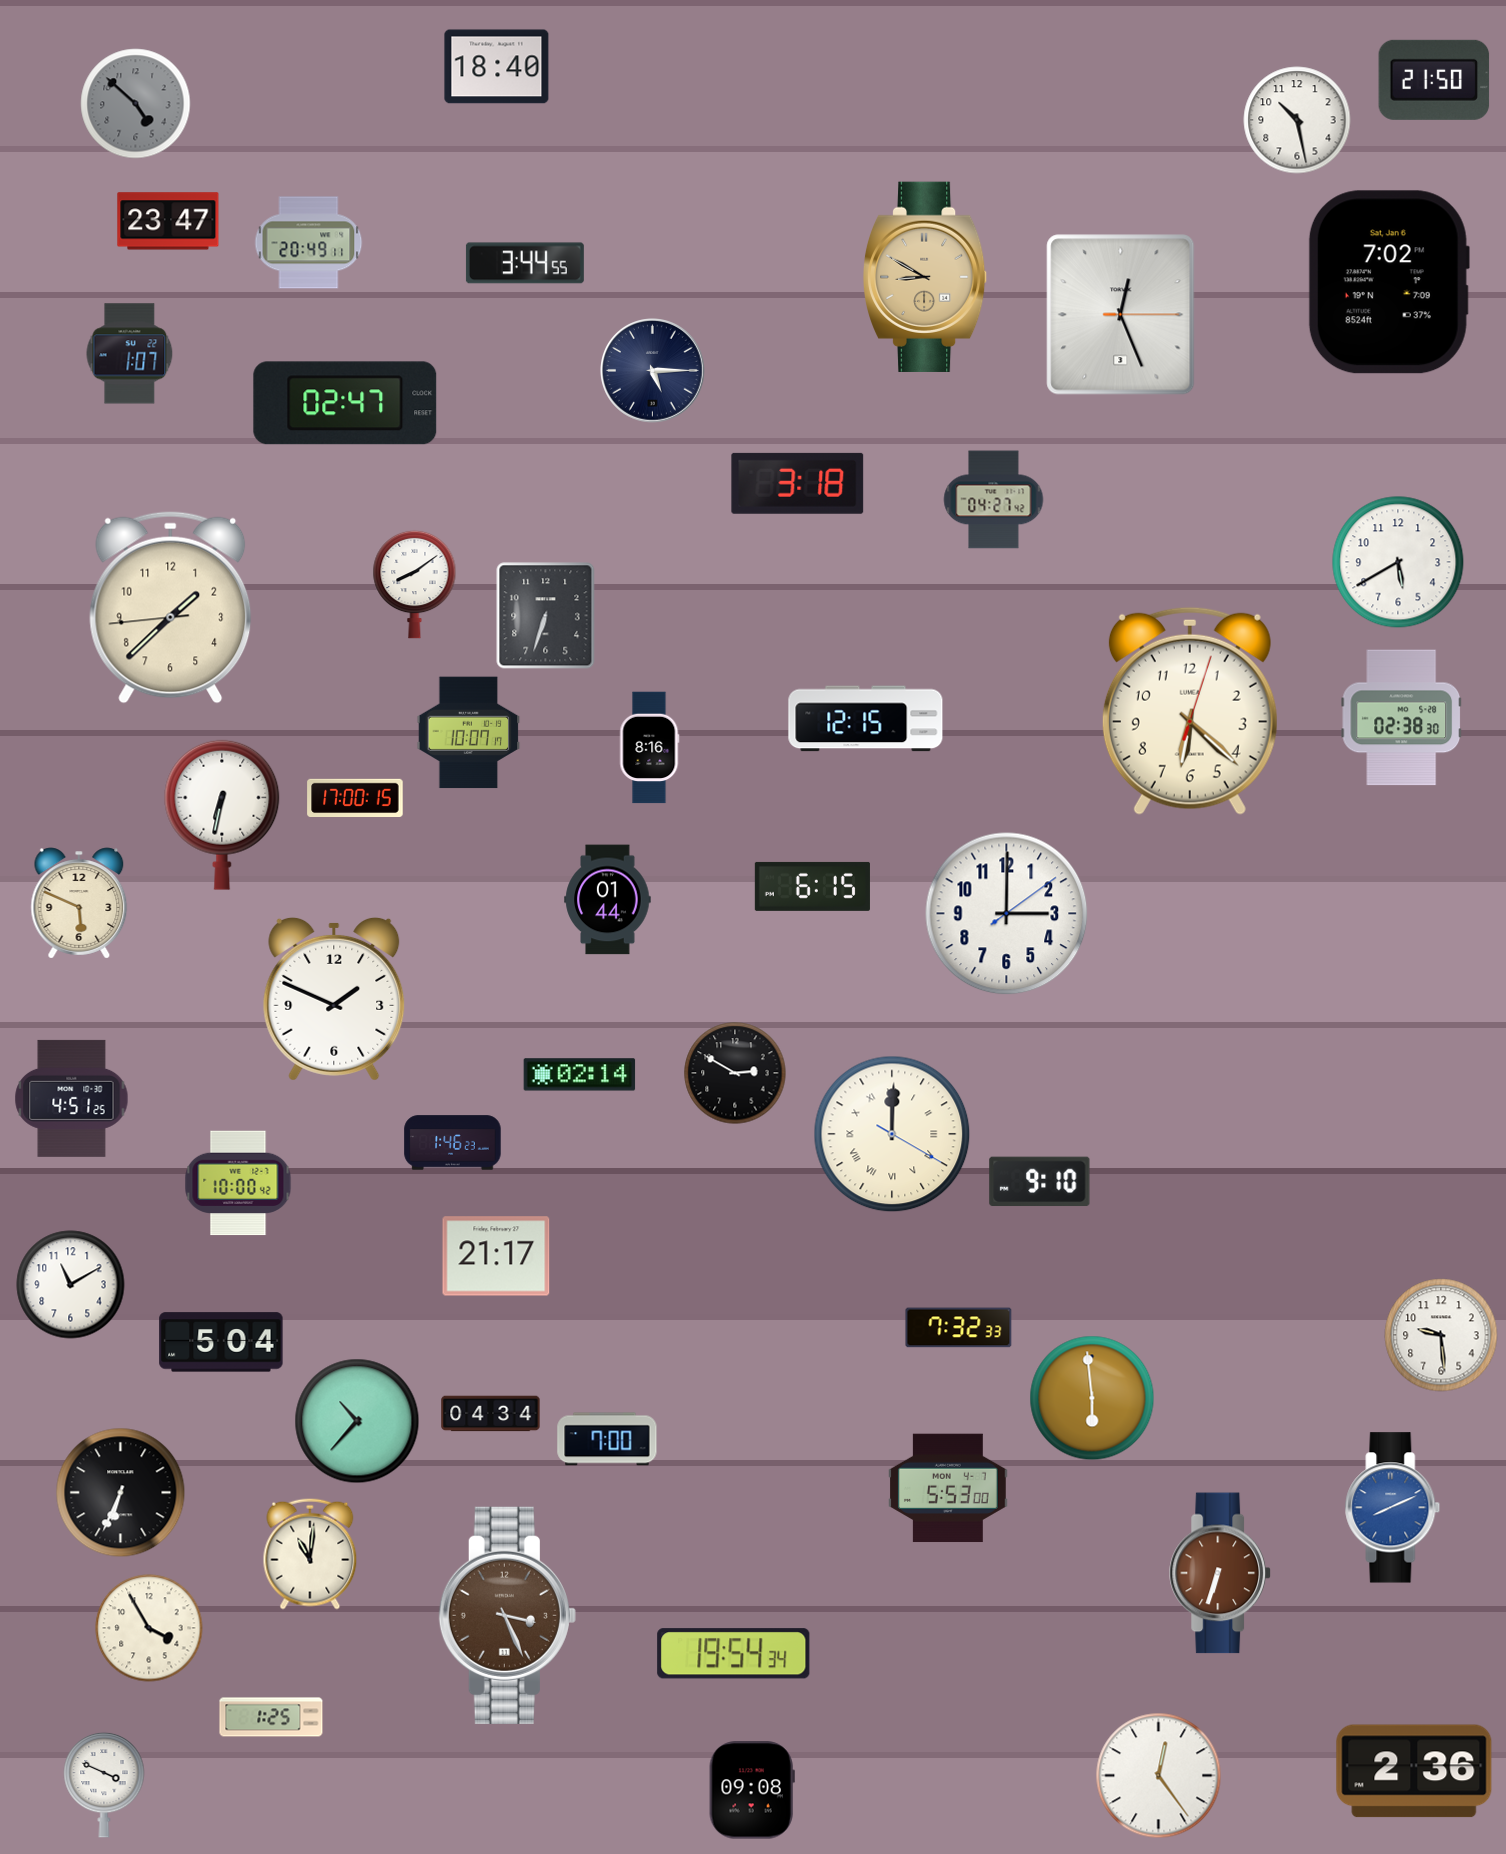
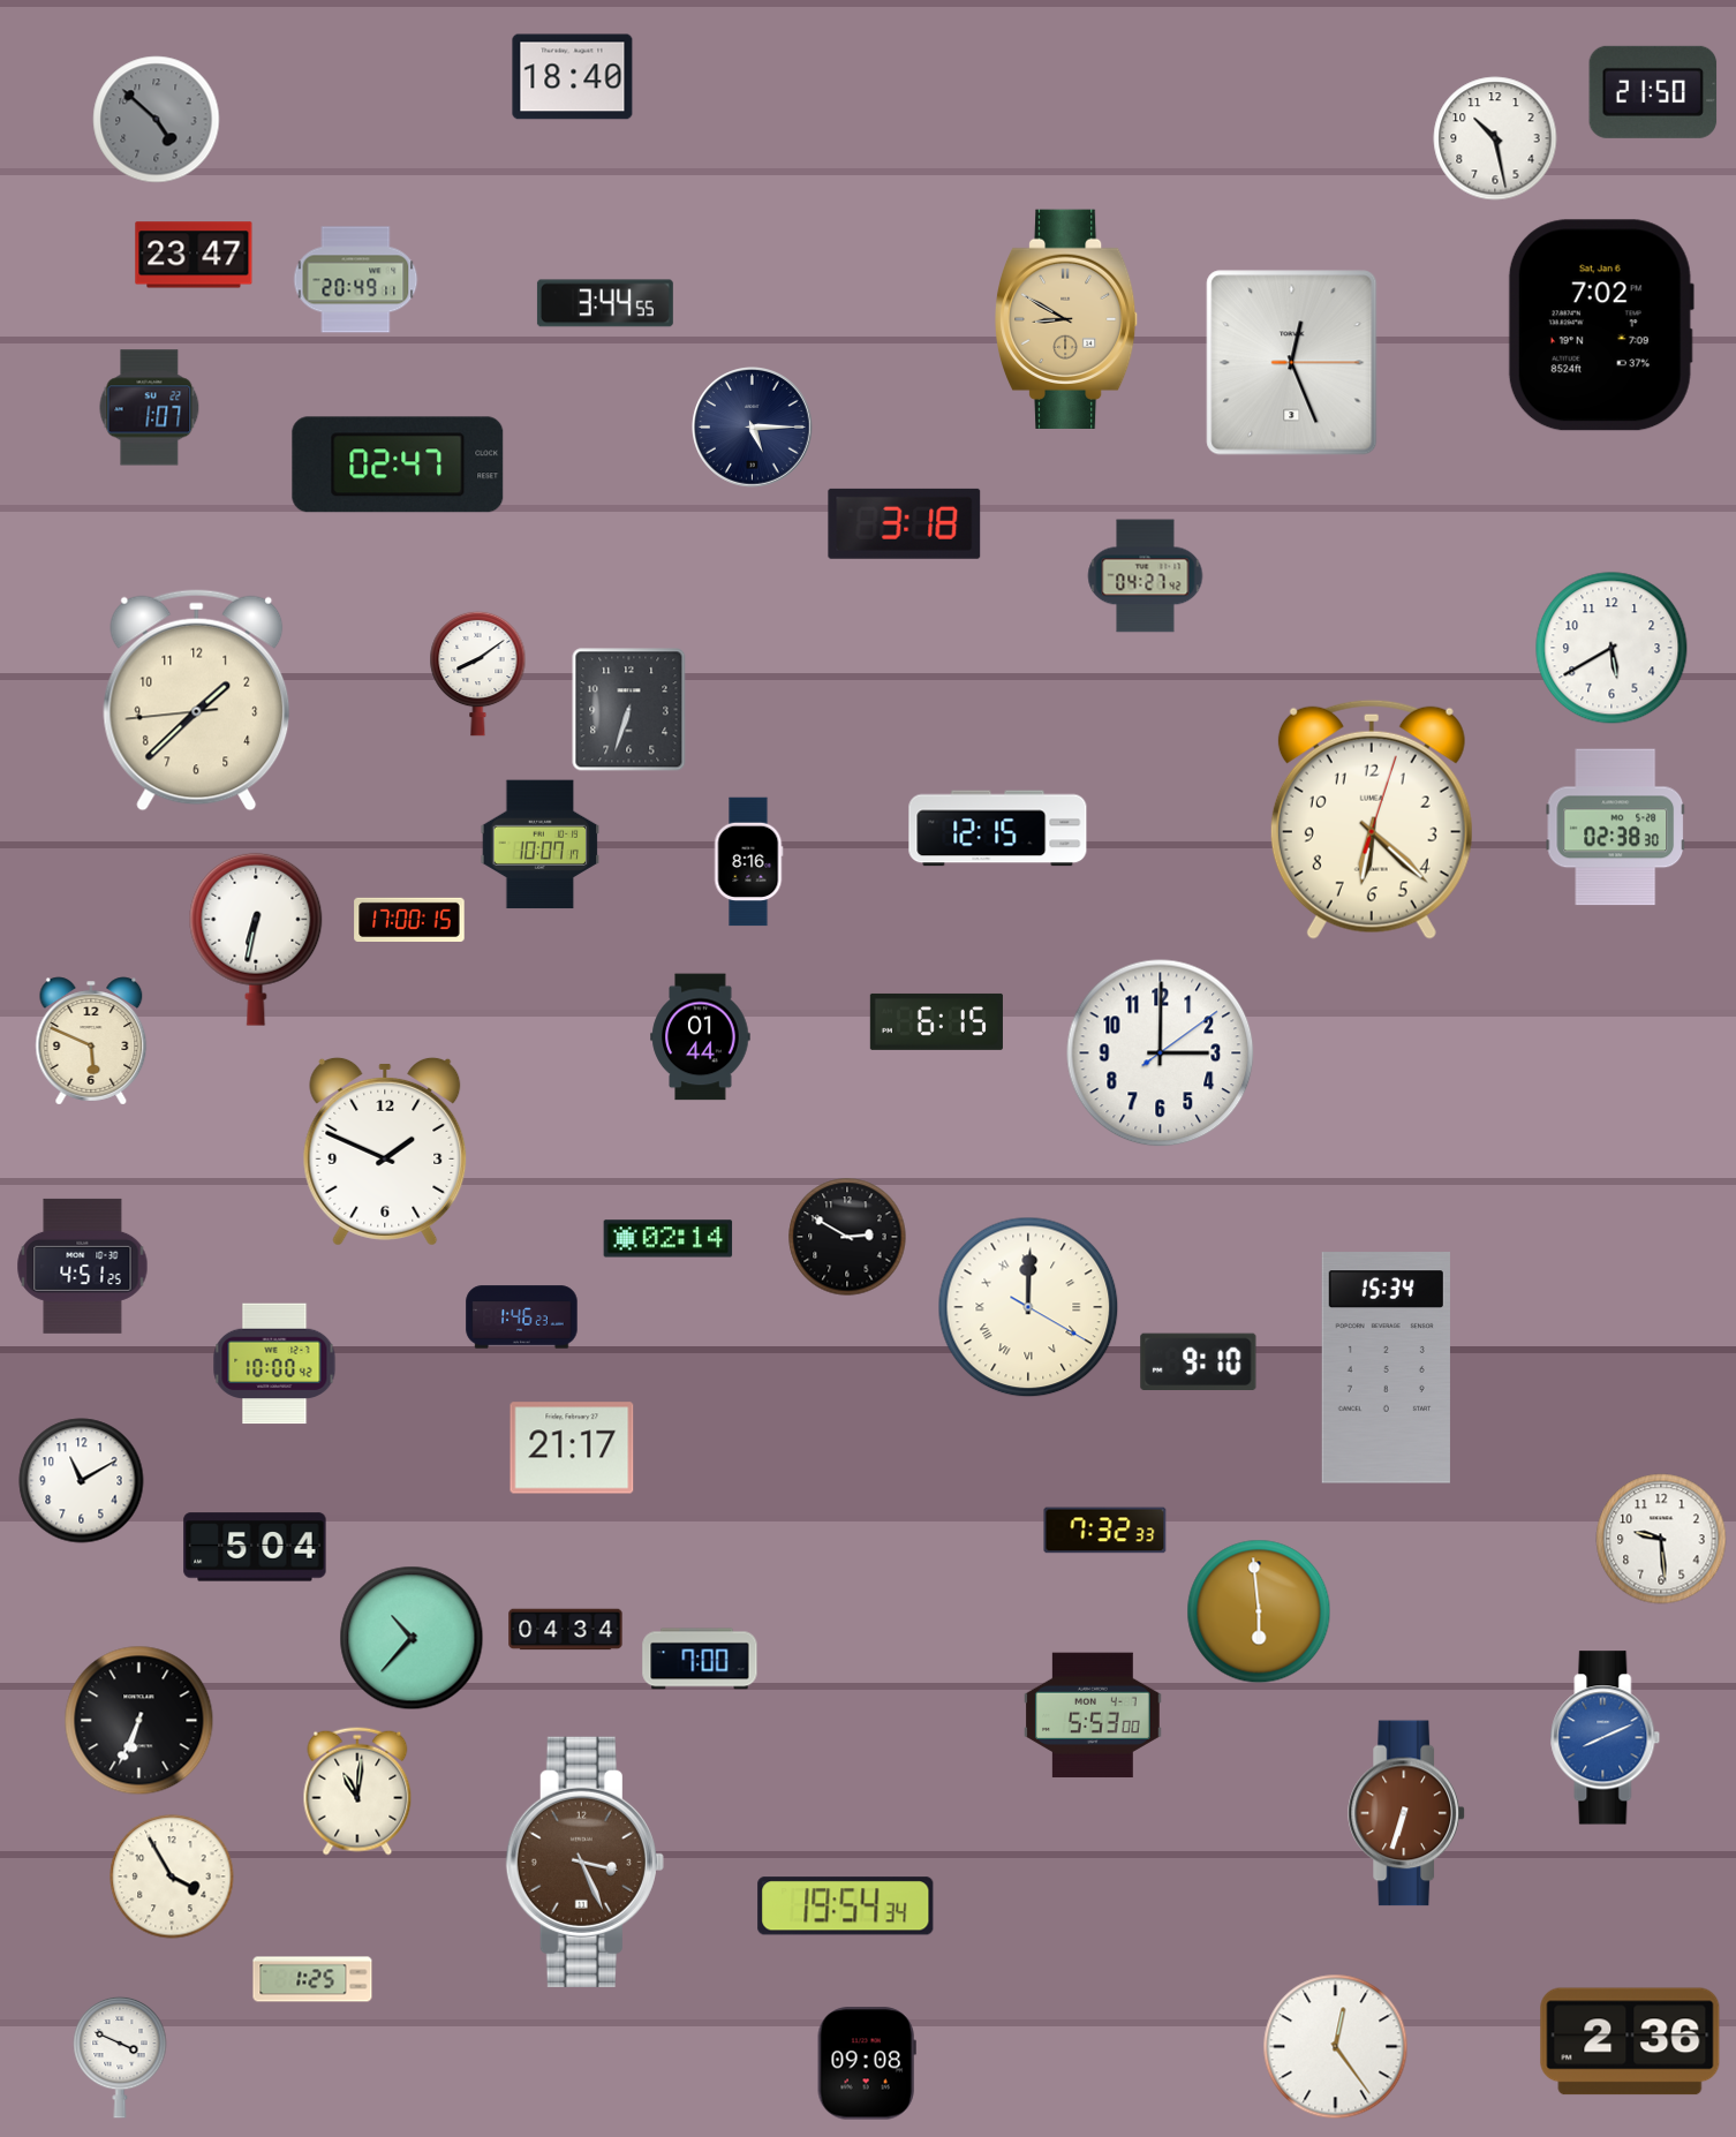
clock at (798, 483) position: (798, 483) -> (905, 523)
clock at (1386, 1368): none -> 15:34
